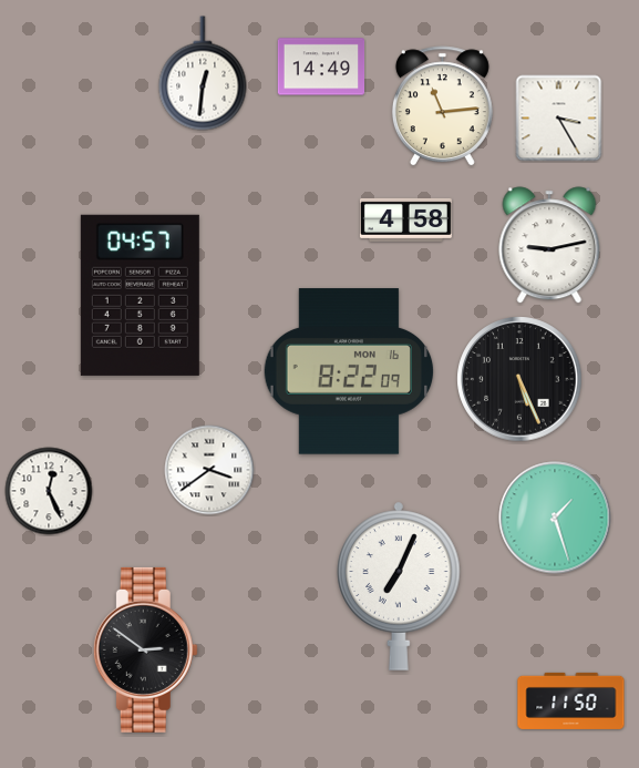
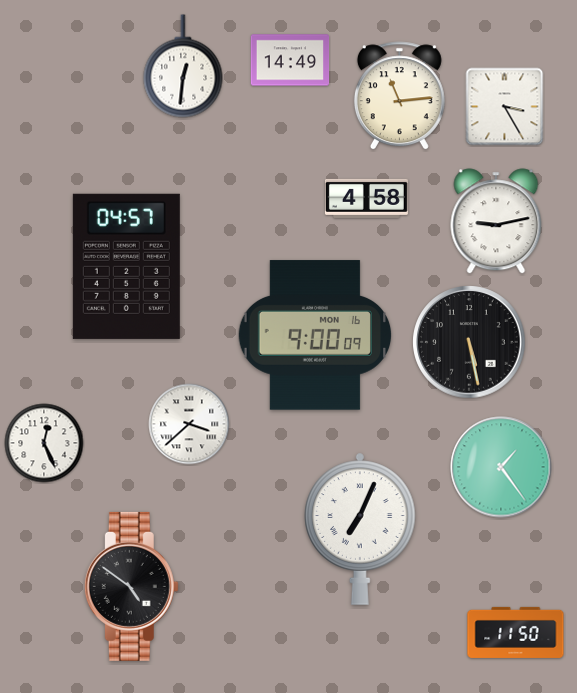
clock at (349, 371): 8:22 -> 9:00
clock at (519, 379): 5:26 -> 5:28
clock at (209, 470): 3:39 -> 3:38
clock at (555, 518): 1:27 -> 1:24
clock at (145, 649): 2:51 -> 4:51
